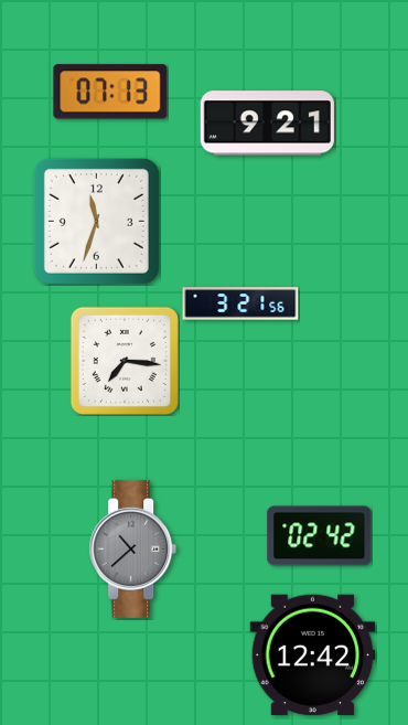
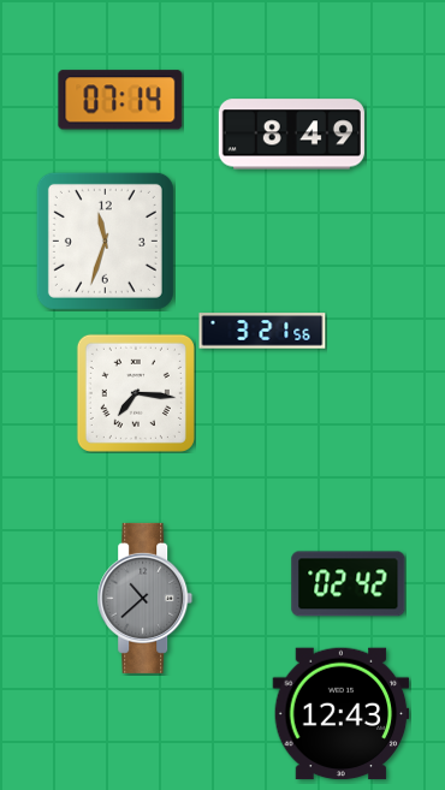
clock at (110, 92): 07:13 -> 07:14
clock at (267, 124): 9:21 -> 8:49
clock at (313, 655): 12:42 -> 12:43
